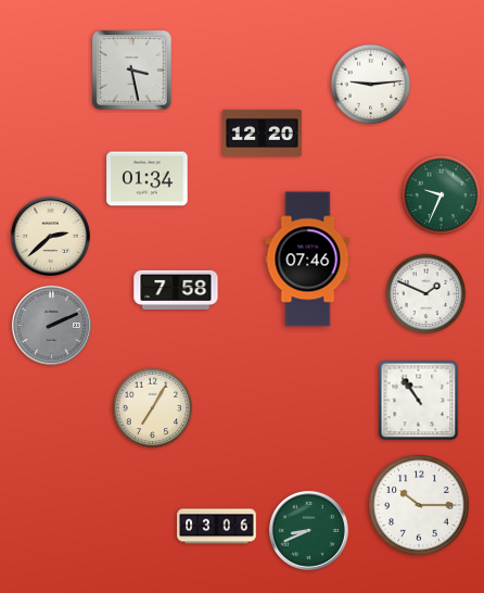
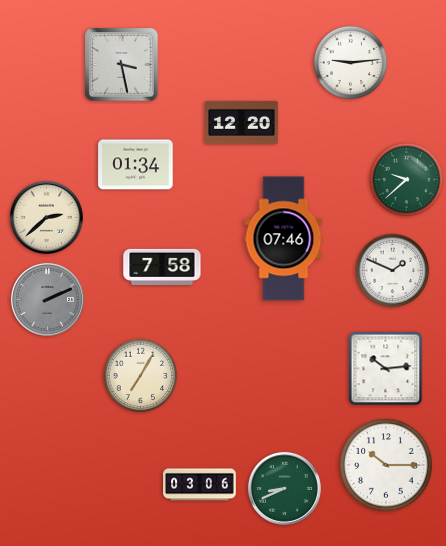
clock at (371, 85) position: (371, 85) -> (351, 63)
clock at (442, 195): 9:34 -> 9:38
clock at (419, 401): 10:54 -> 10:14
